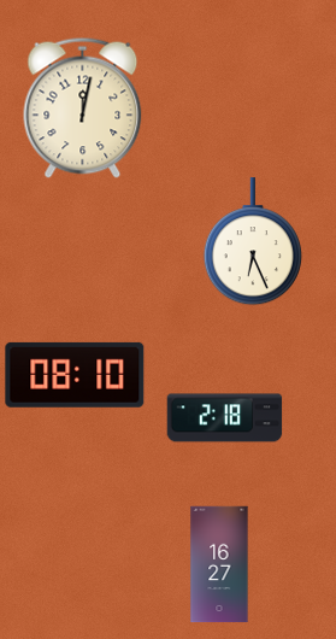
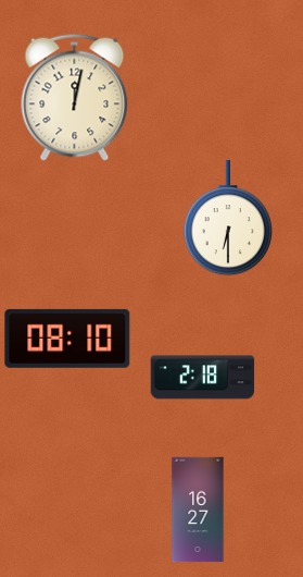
clock at (253, 242): 6:26 -> 6:30
